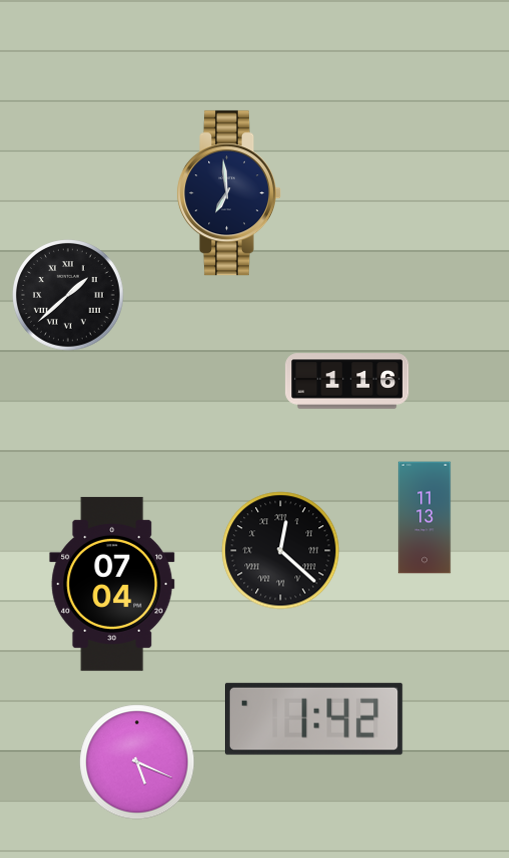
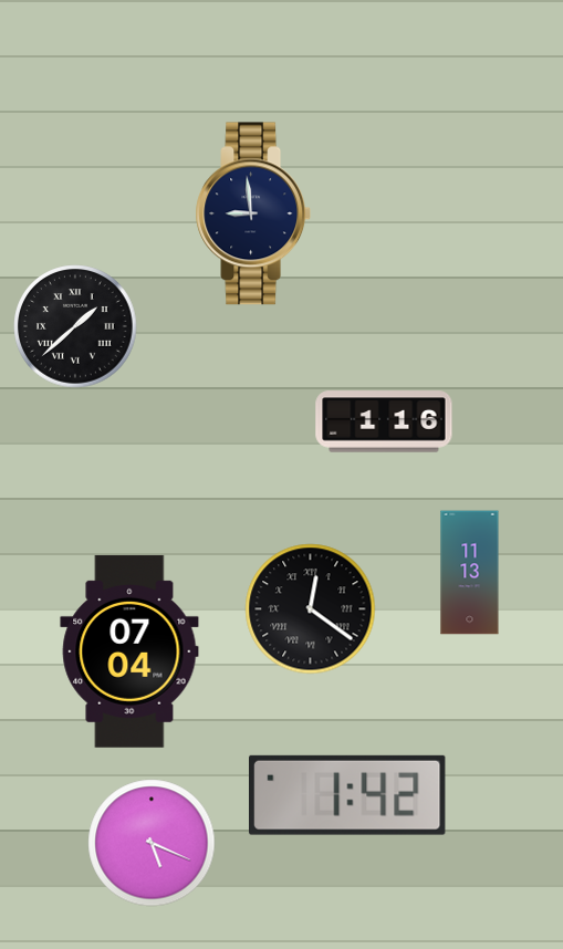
clock at (228, 193): 6:59 -> 8:59
clock at (281, 551): 12:22 -> 12:21
clock at (112, 584) position: (112, 584) -> (129, 651)
